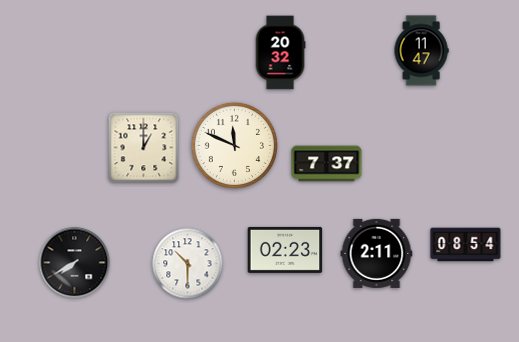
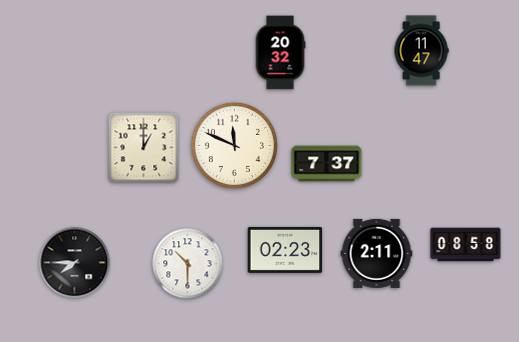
clock at (466, 245): 08:54 -> 08:58
clock at (75, 263): 7:40 -> 7:45
